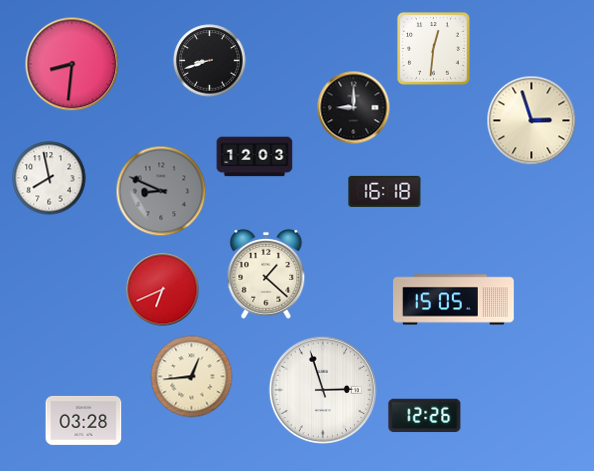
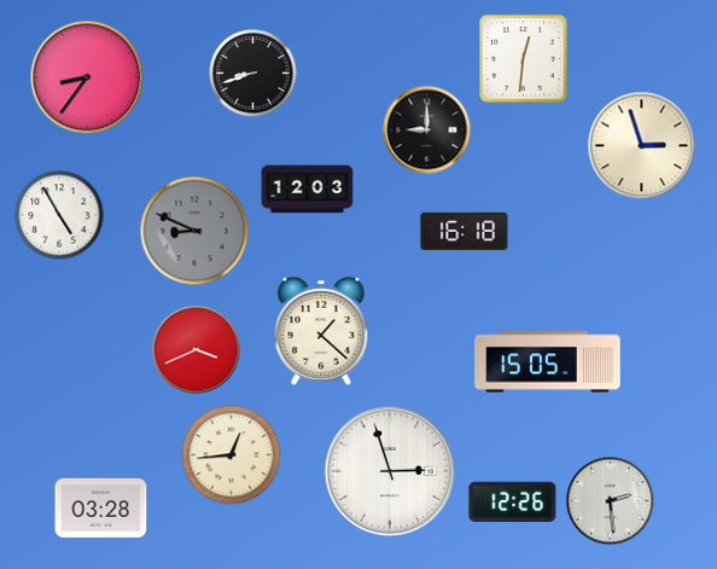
clock at (72, 64): 8:31 -> 8:36
clock at (49, 178): 7:58 -> 4:55
clock at (163, 290): 6:41 -> 3:41
clock at (611, 501): none -> 2:29
